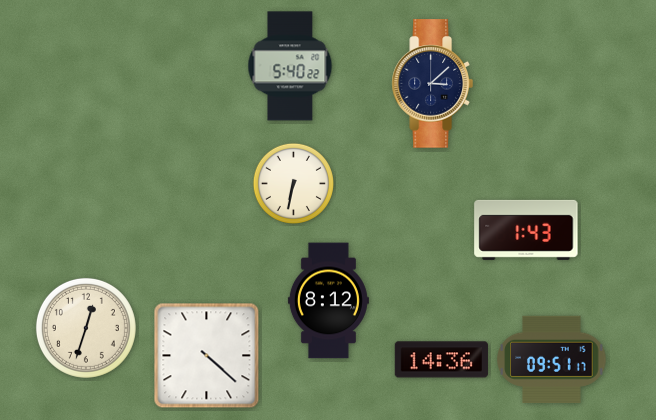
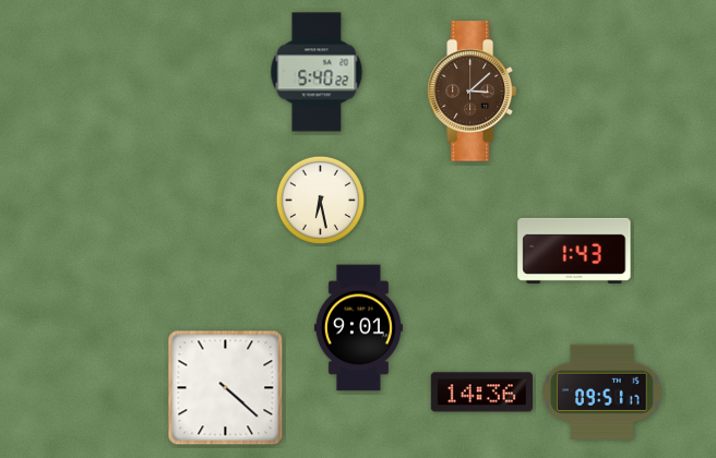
clock at (432, 84) dial: navy -> brown
clock at (293, 183): 6:32 -> 6:28
clock at (328, 301): 8:12 -> 9:01
clock at (86, 328): 12:33 -> none
